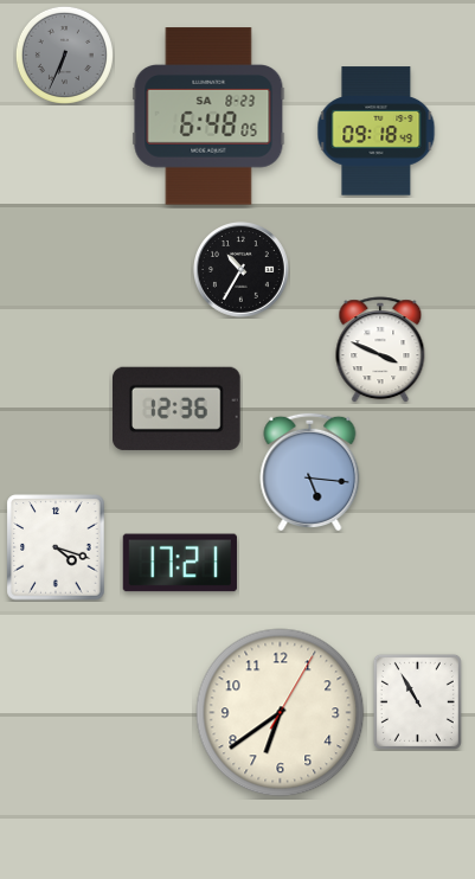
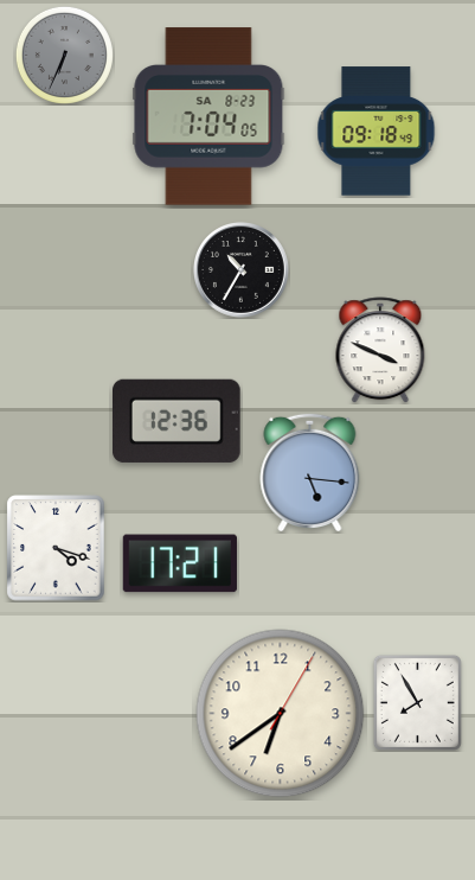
clock at (208, 116): 6:48 -> 7:04
clock at (178, 409) position: (178, 409) -> (178, 421)
clock at (417, 701): 10:55 -> 7:55
